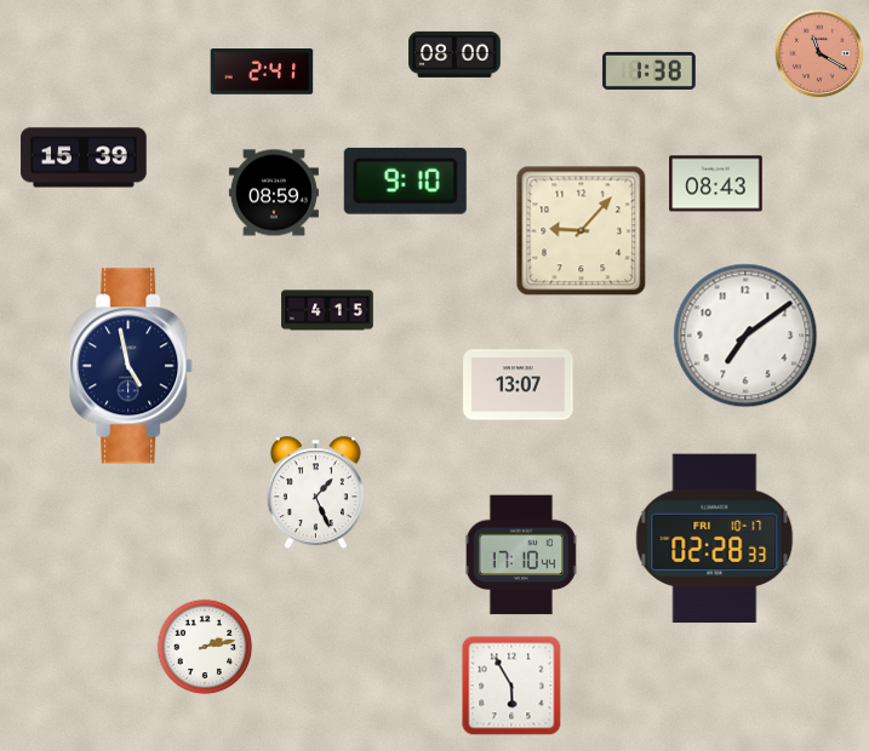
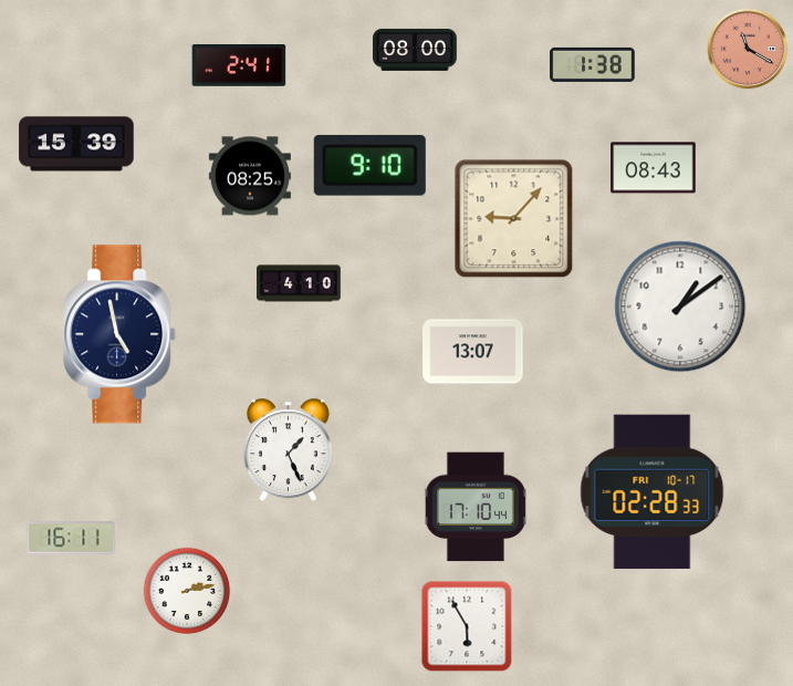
clock at (274, 193): 08:59 -> 08:25
clock at (582, 231) position: (582, 231) -> (514, 219)
clock at (327, 310): 4:15 -> 4:10
clock at (745, 336): 7:09 -> 1:09
clock at (71, 538): none -> 16:11
